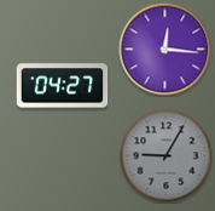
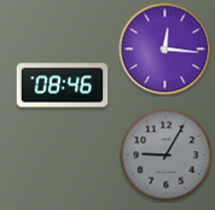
clock at (63, 86): 04:27 -> 08:46
